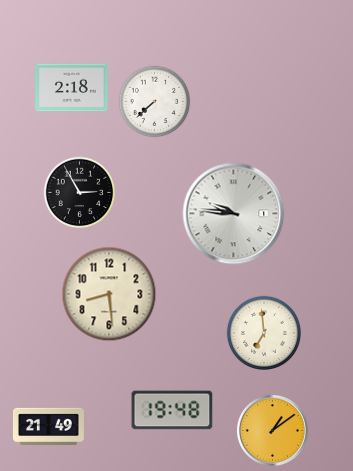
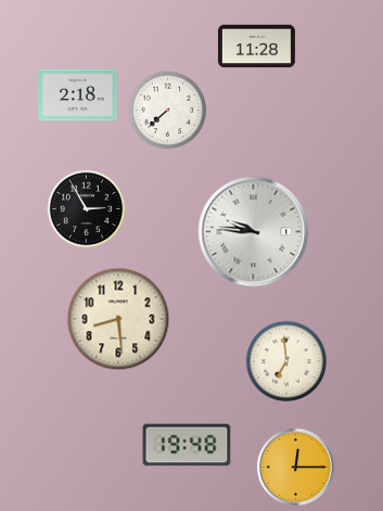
clock at (256, 47): none -> 11:28
clock at (48, 426): 21:49 -> none
clock at (272, 430): 1:09 -> 12:15
